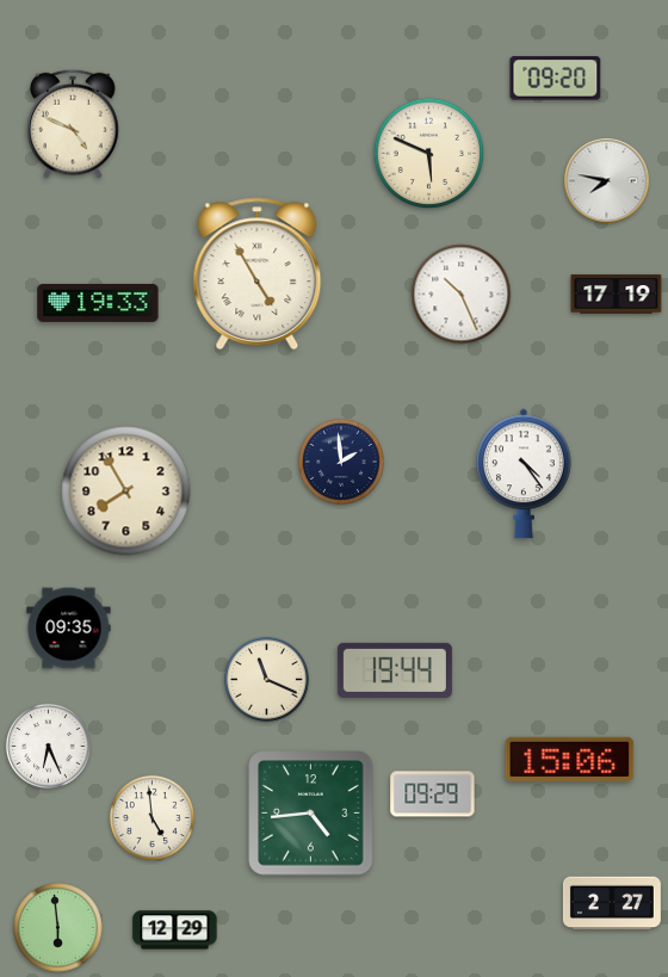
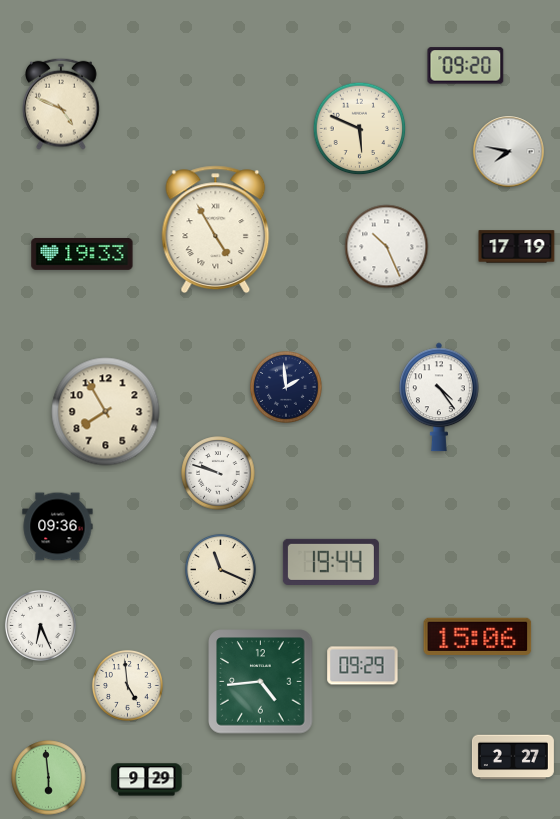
clock at (218, 473): none -> 9:48
clock at (69, 629): 09:35 -> 09:36
clock at (266, 679) position: (266, 679) -> (220, 569)
clock at (175, 930): 12:29 -> 9:29
